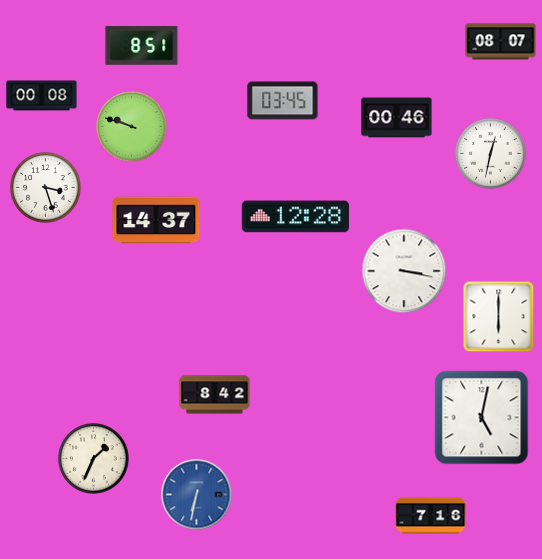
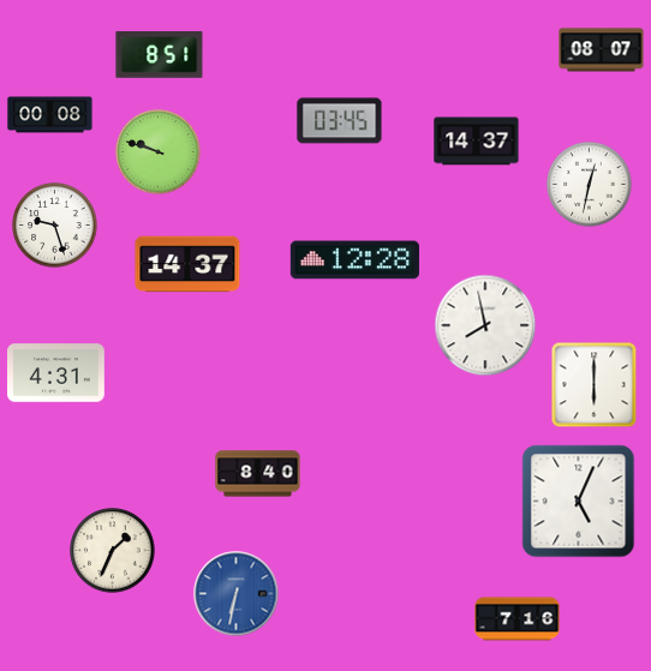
clock at (142, 46) position: (142, 46) -> (160, 55)
clock at (397, 118): 00:46 -> 14:37
clock at (46, 188): 3:27 -> 9:27
clock at (404, 271): 3:17 -> 7:58
clock at (56, 373): none -> 4:31
clock at (499, 317) position: (499, 317) -> (595, 385)
clock at (215, 395): 8:42 -> 8:40
clock at (482, 418): 5:02 -> 5:04
